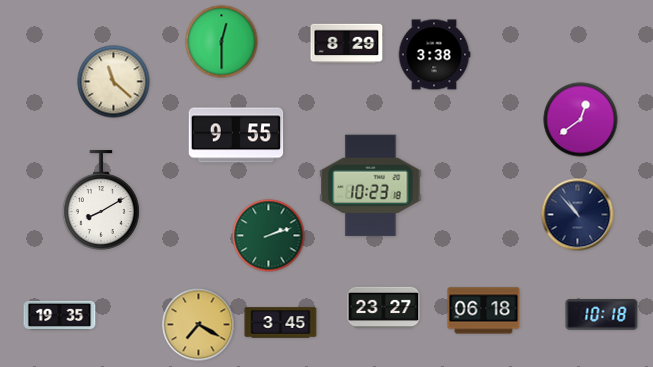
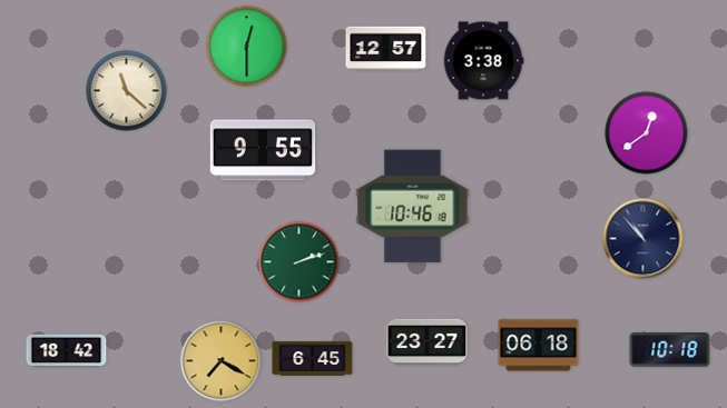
clock at (347, 44): 8:29 -> 12:57
clock at (371, 186): 10:23 -> 10:46
clock at (101, 200): 8:10 -> none
clock at (60, 315): 19:35 -> 18:42
clock at (281, 323): 3:45 -> 6:45
